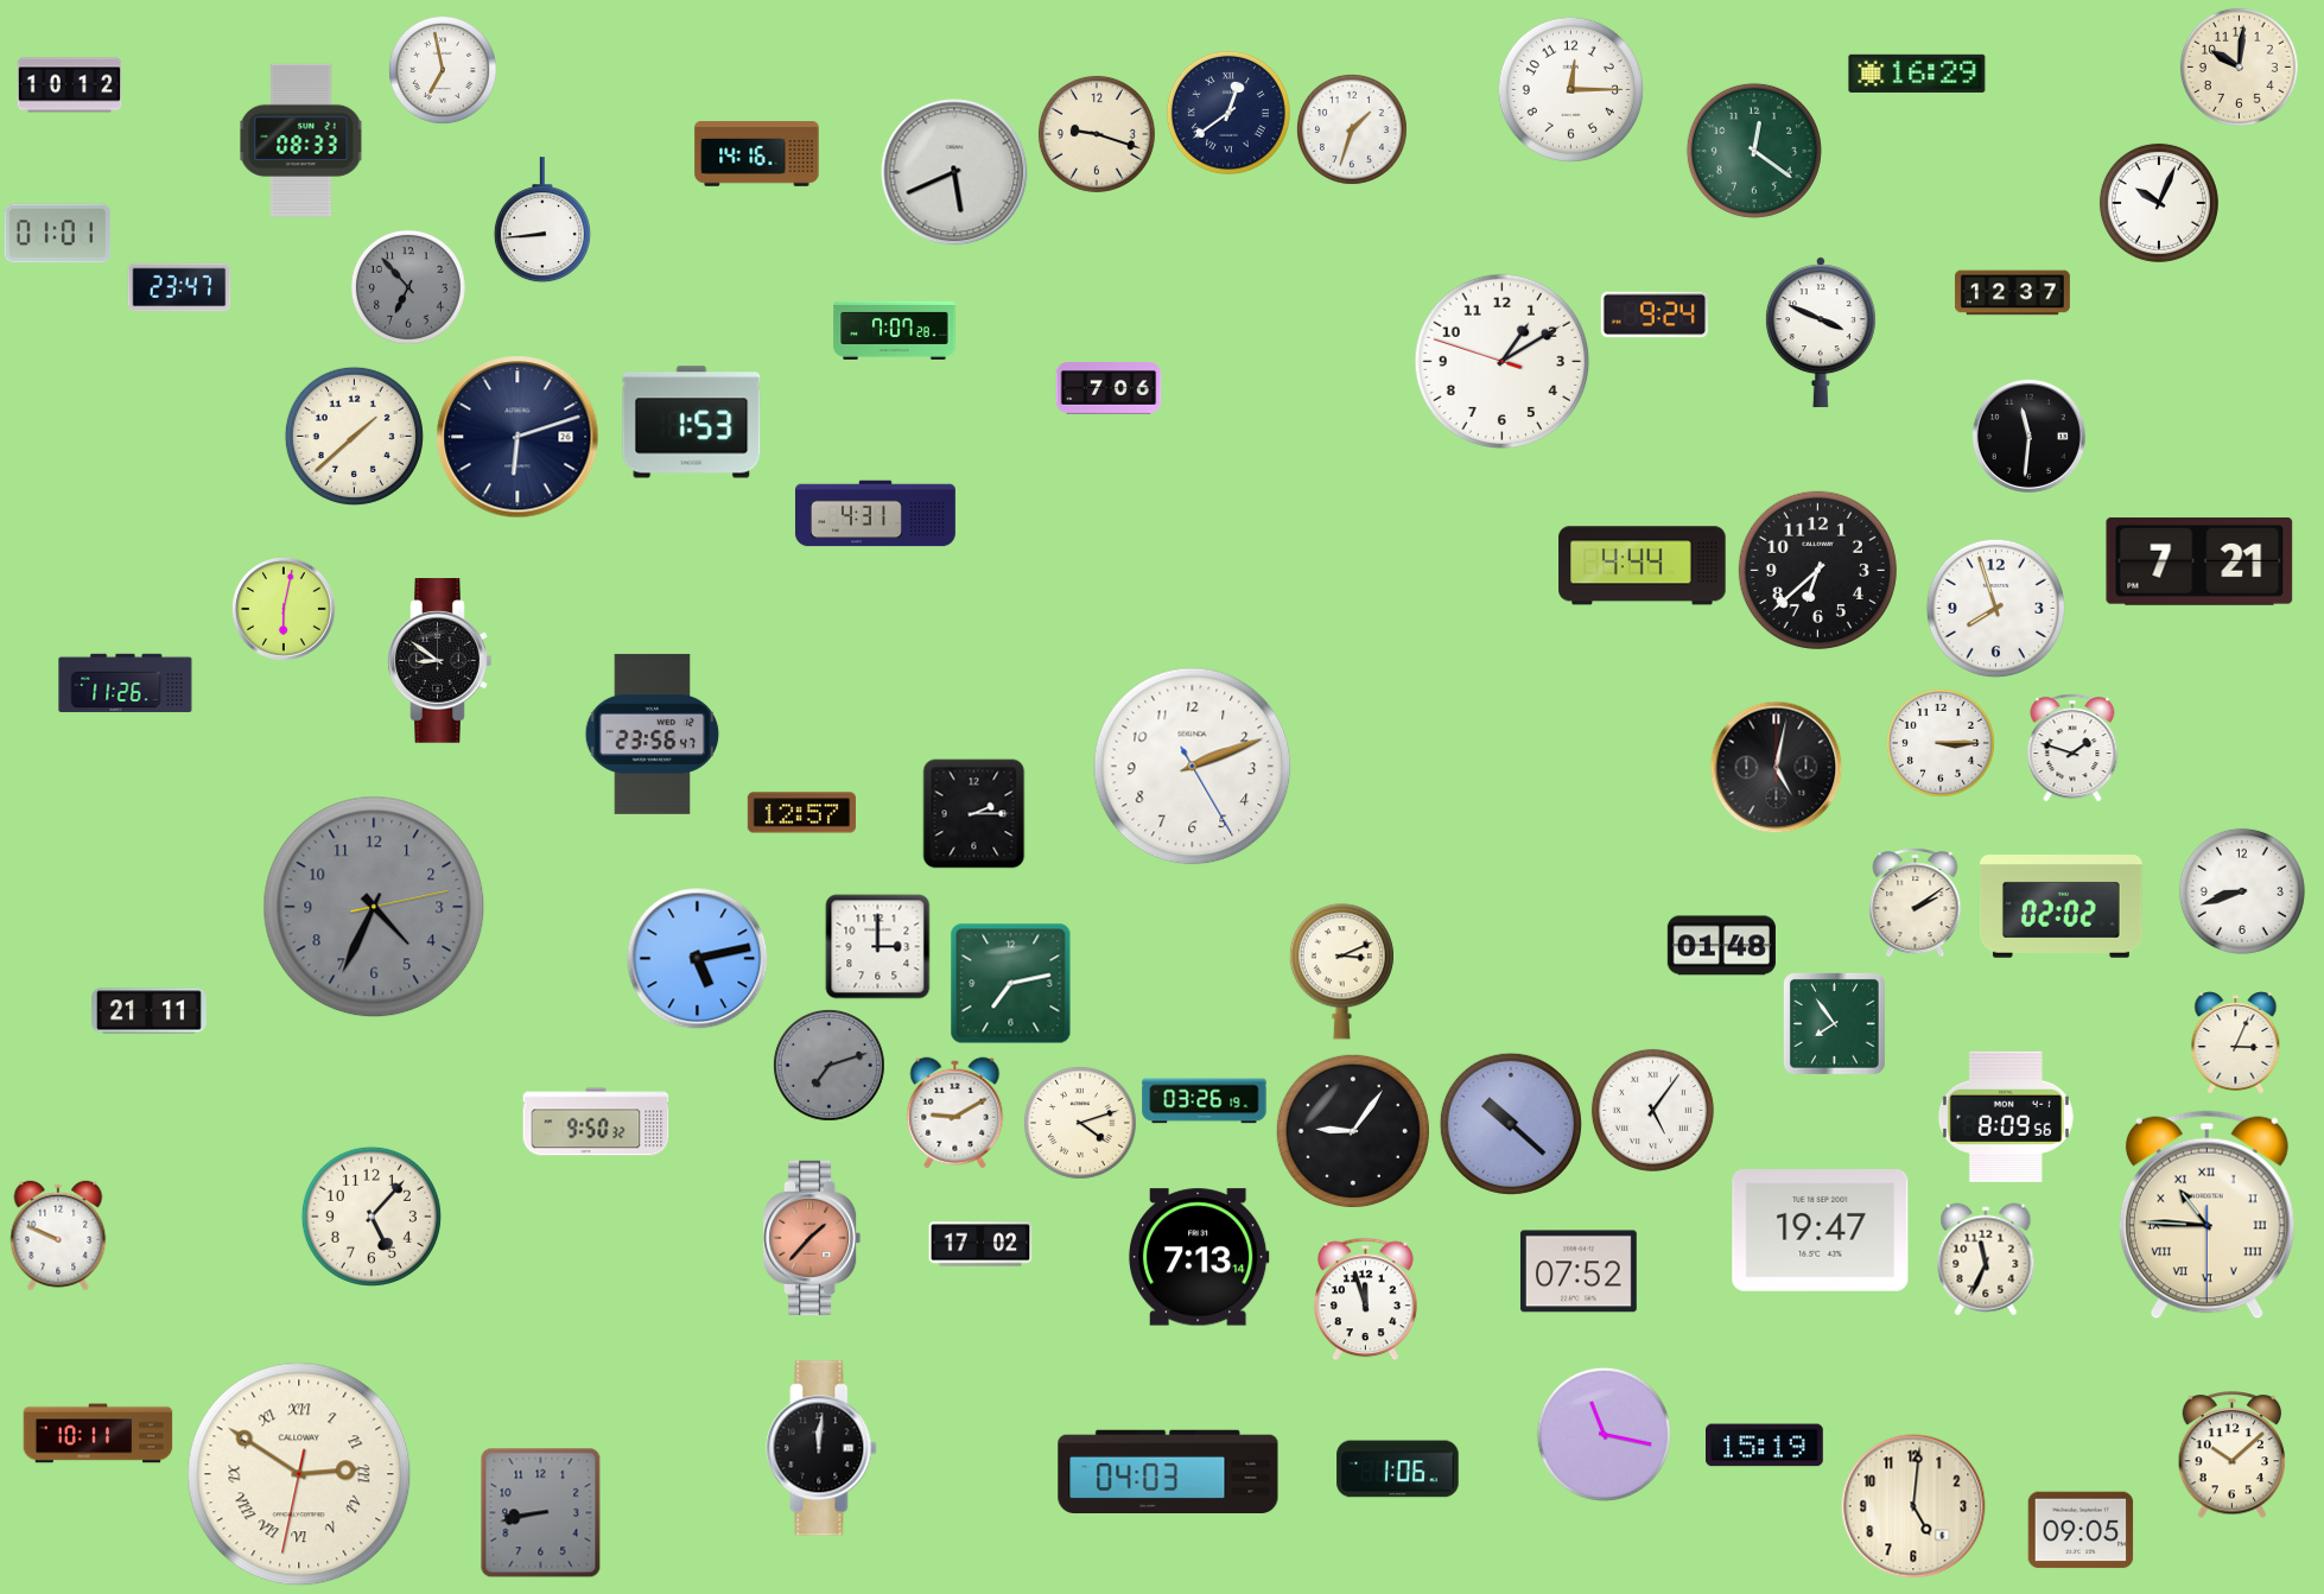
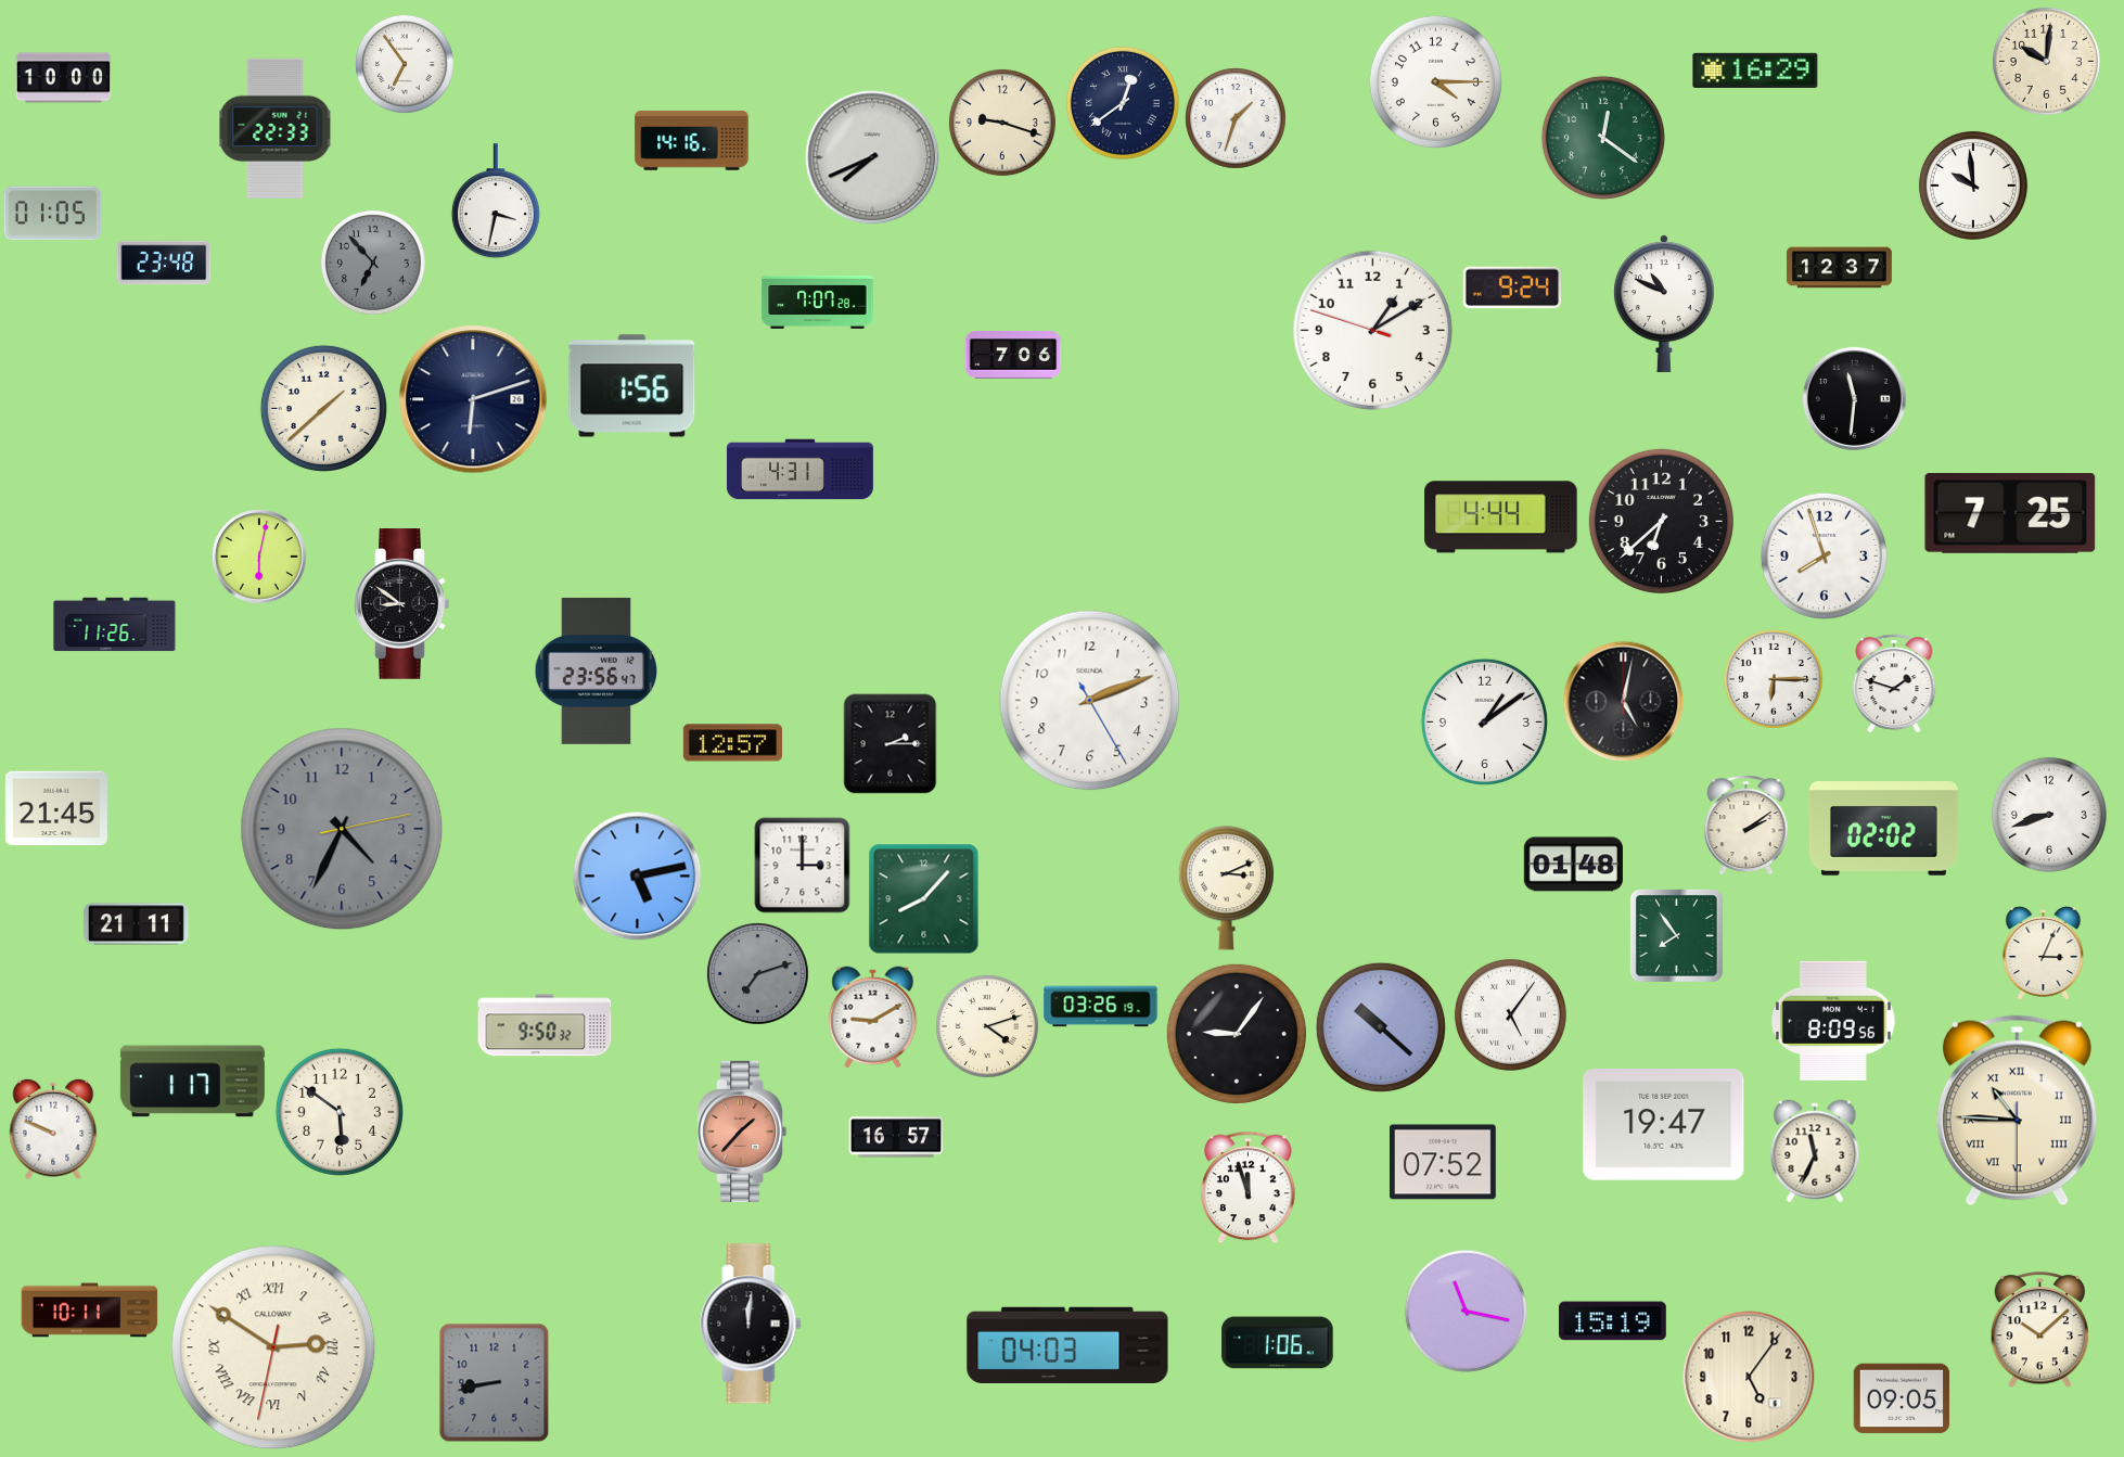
clock at (443, 70): 6:58 -> 6:54
clock at (1917, 74) position: (1917, 74) -> (1755, 71)
clock at (70, 85): 10:12 -> 10:00
clock at (1570, 89): 12:15 -> 4:15
clock at (301, 140): 08:33 -> 22:33
clock at (954, 172): 5:41 -> 7:41
clock at (2159, 203): 10:04 -> 9:59
clock at (542, 221): 8:44 -> 3:32
clock at (58, 234): 01:01 -> 01:05
clock at (179, 287): 23:47 -> 23:48
clock at (1821, 332): 3:49 -> 10:49
clock at (692, 423): 1:53 -> 1:56
clock at (354, 436) position: (354, 436) -> (323, 408)
clock at (2199, 561): 7:21 -> 7:25
clock at (1941, 743): 3:15 -> 6:15
clock at (1484, 721): none -> 1:09
clock at (56, 808): none -> 21:45
clock at (1916, 903) position: (1916, 903) -> (1746, 826)
clock at (1011, 984): 7:13 -> 8:07
clock at (192, 1082): none -> 1:17
clock at (372, 1217): 5:07 -> 5:51
clock at (980, 1244): 17:02 -> 16:57
clock at (1199, 1257): 7:13 -> none
clock at (1913, 1506): 5:01 -> 5:06
